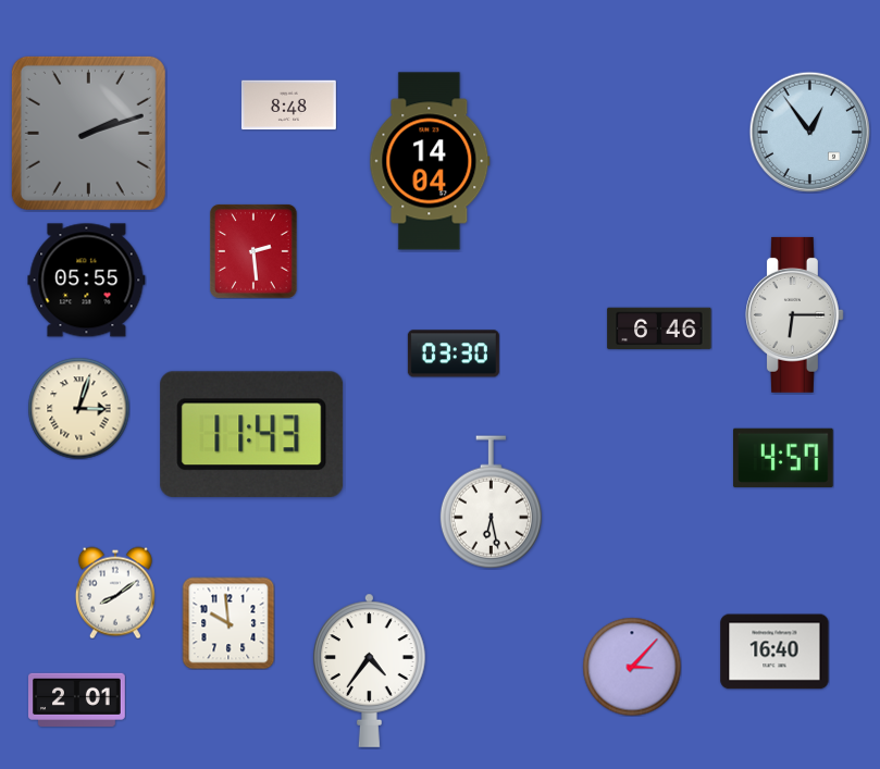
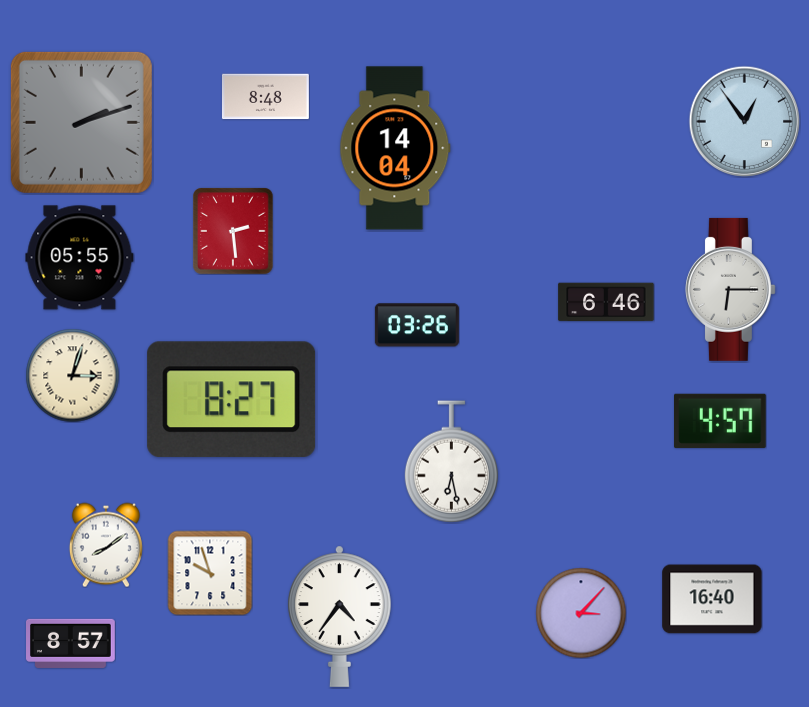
clock at (454, 354): 03:30 -> 03:26
clock at (252, 434): 11:43 -> 8:27
clock at (228, 623): 9:59 -> 9:57
clock at (77, 699): 2:01 -> 8:57
